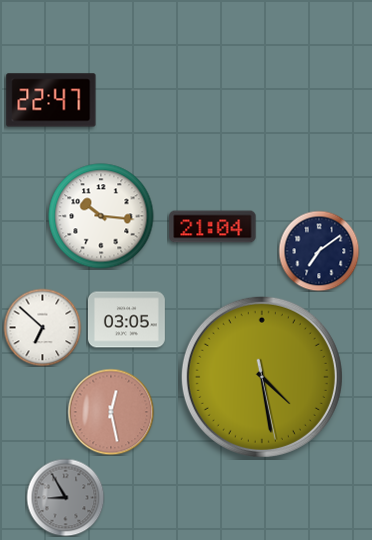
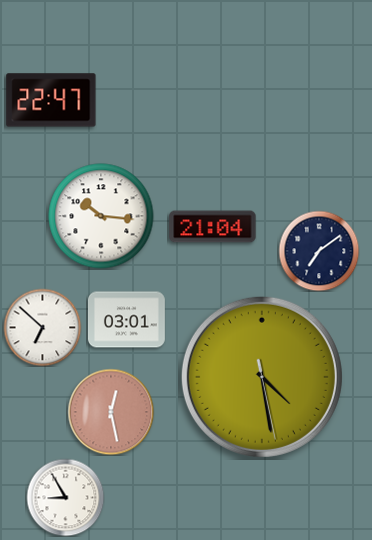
clock at (126, 320): 03:05 -> 03:01
clock at (65, 497) dial: grey -> white
